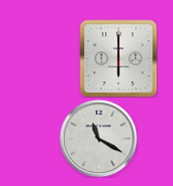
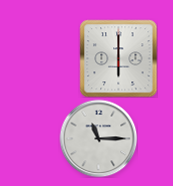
clock at (98, 138): 11:20 -> 11:15
